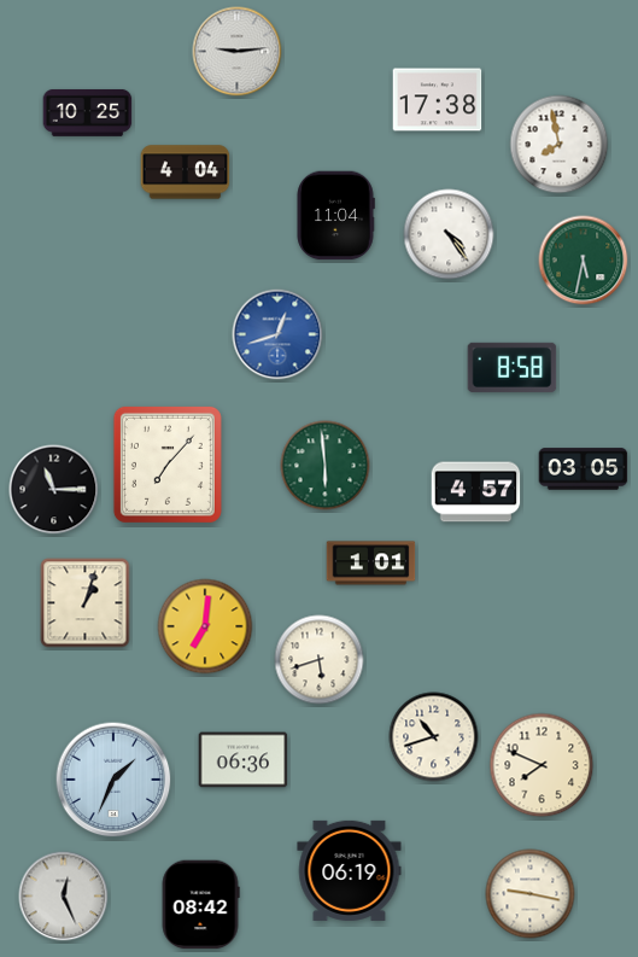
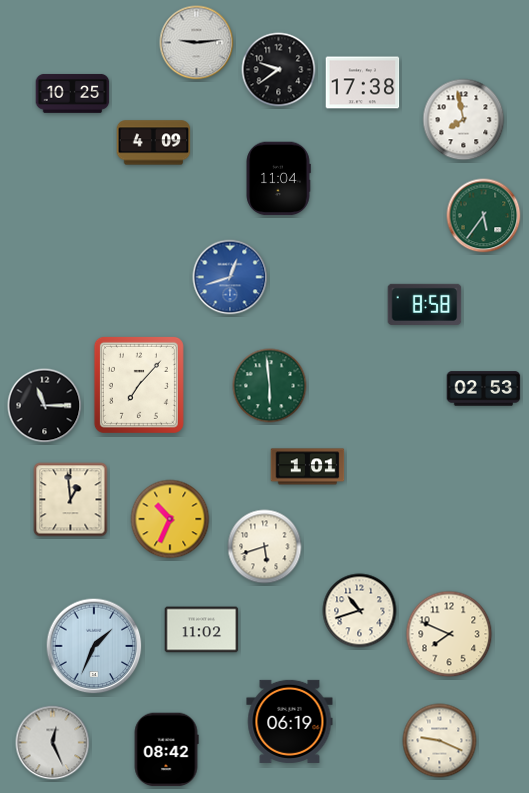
clock at (279, 70): none -> 9:39
clock at (186, 173): 4:04 -> 4:09
clock at (449, 234): 4:24 -> none
clock at (584, 261): 5:32 -> 5:36
clock at (584, 469): 03:05 -> 02:53
clock at (476, 492): 4:57 -> none
clock at (86, 603): 1:03 -> 12:59
clock at (205, 626): 7:01 -> 10:34
clock at (244, 760): 06:36 -> 11:02
clock at (531, 894): 9:17 -> 9:19
